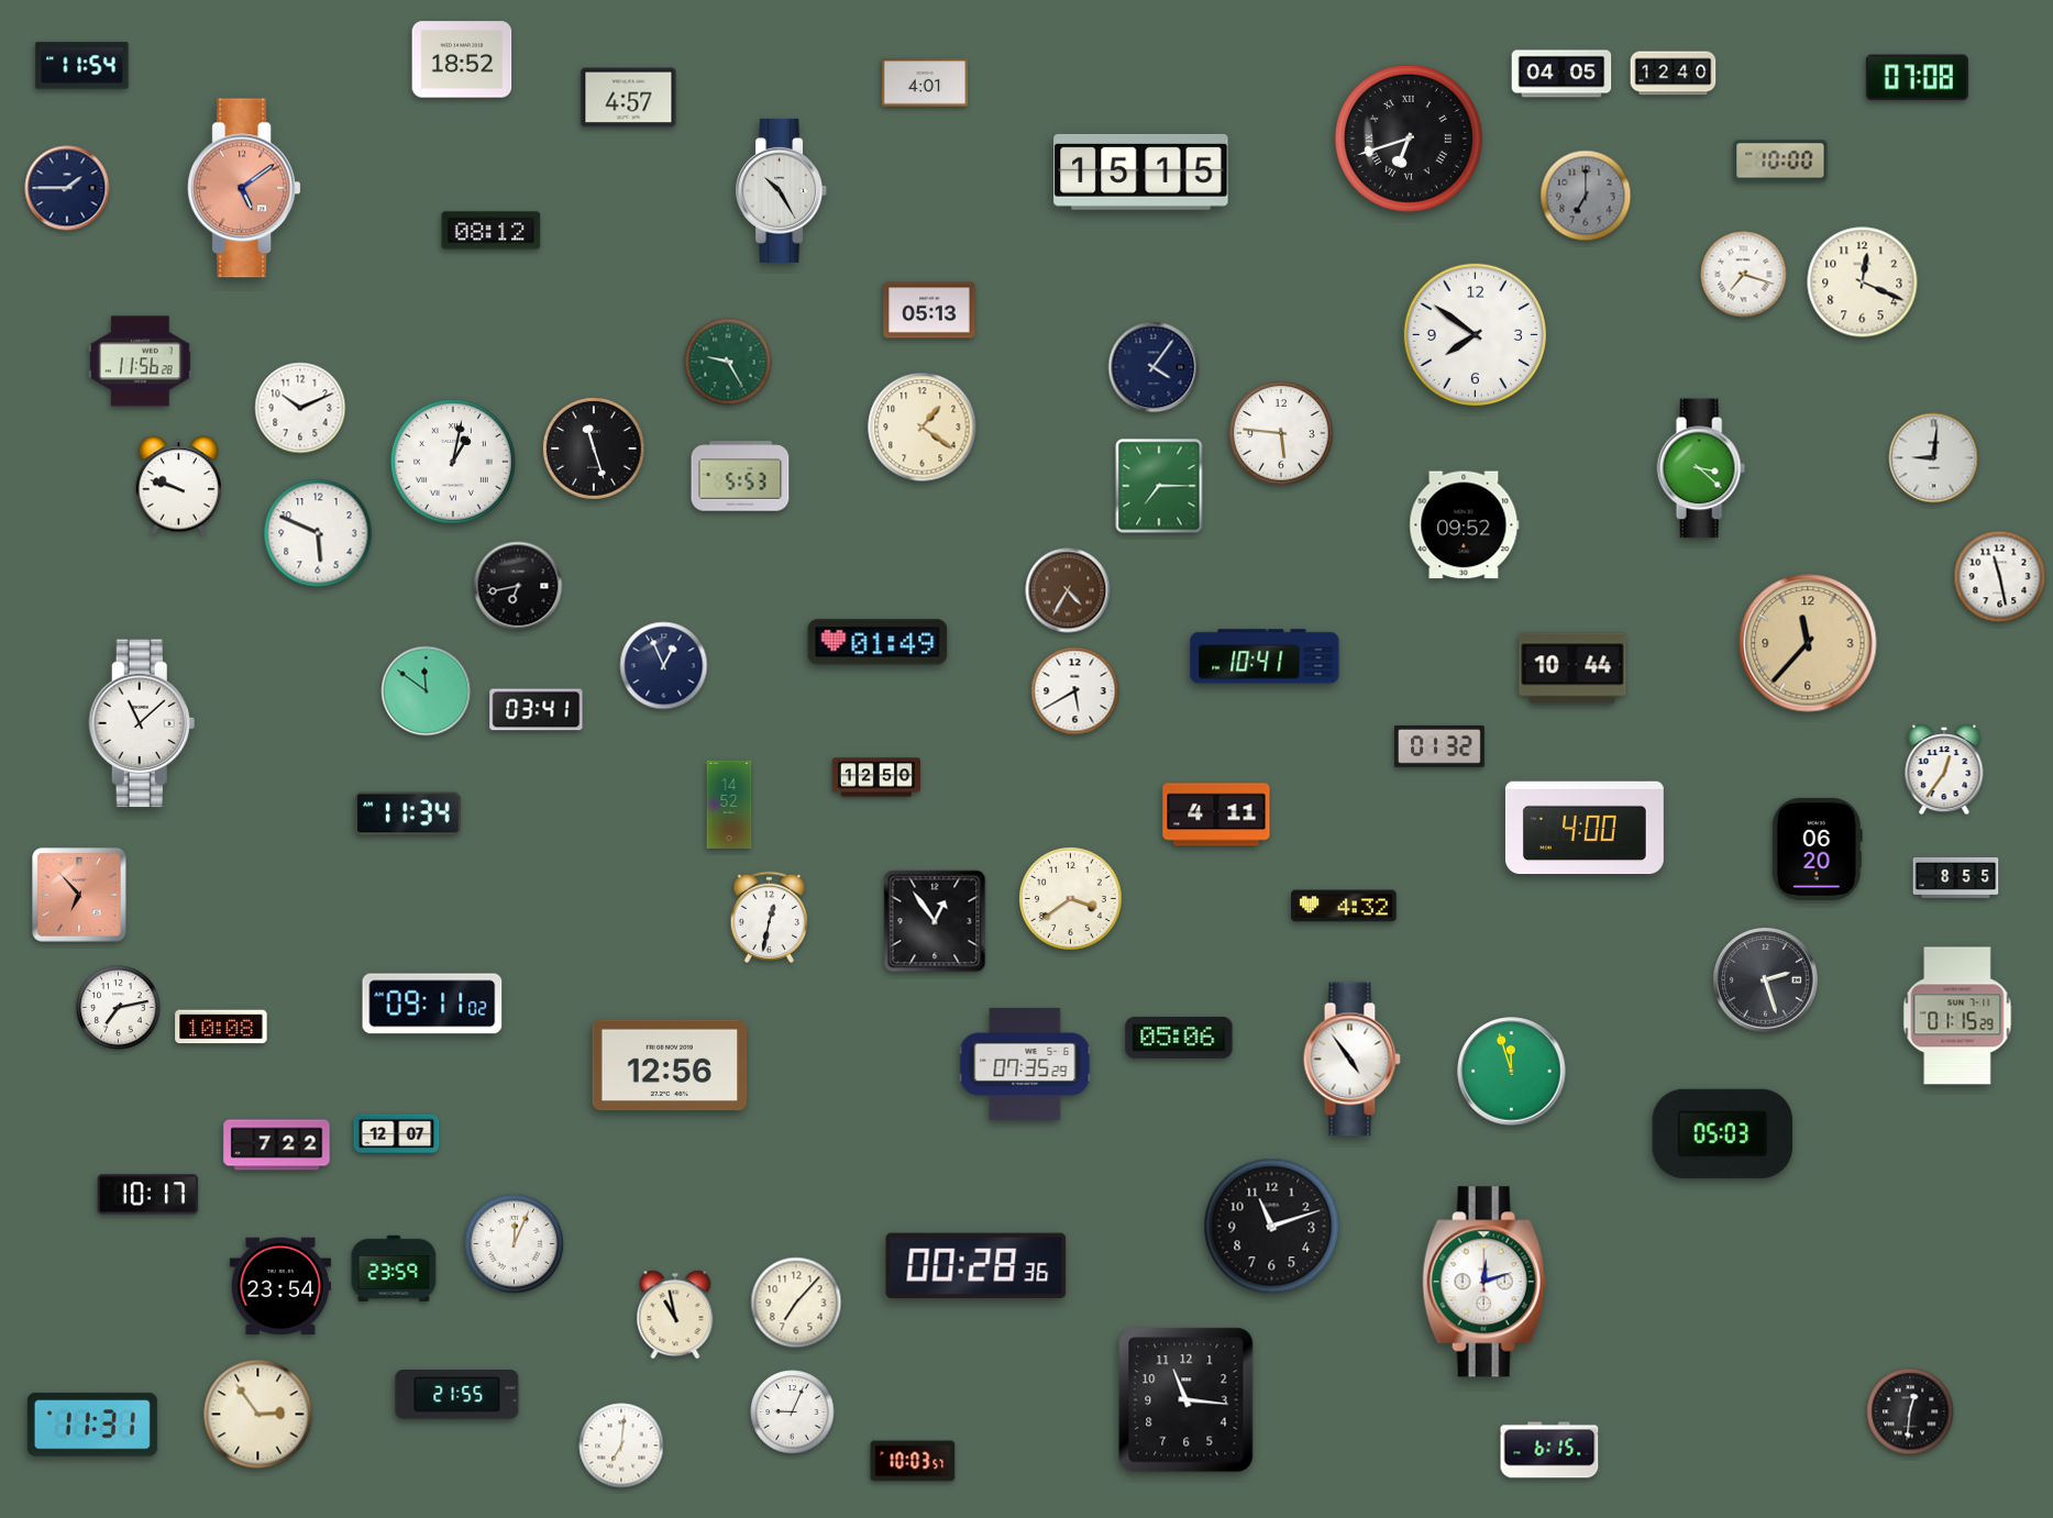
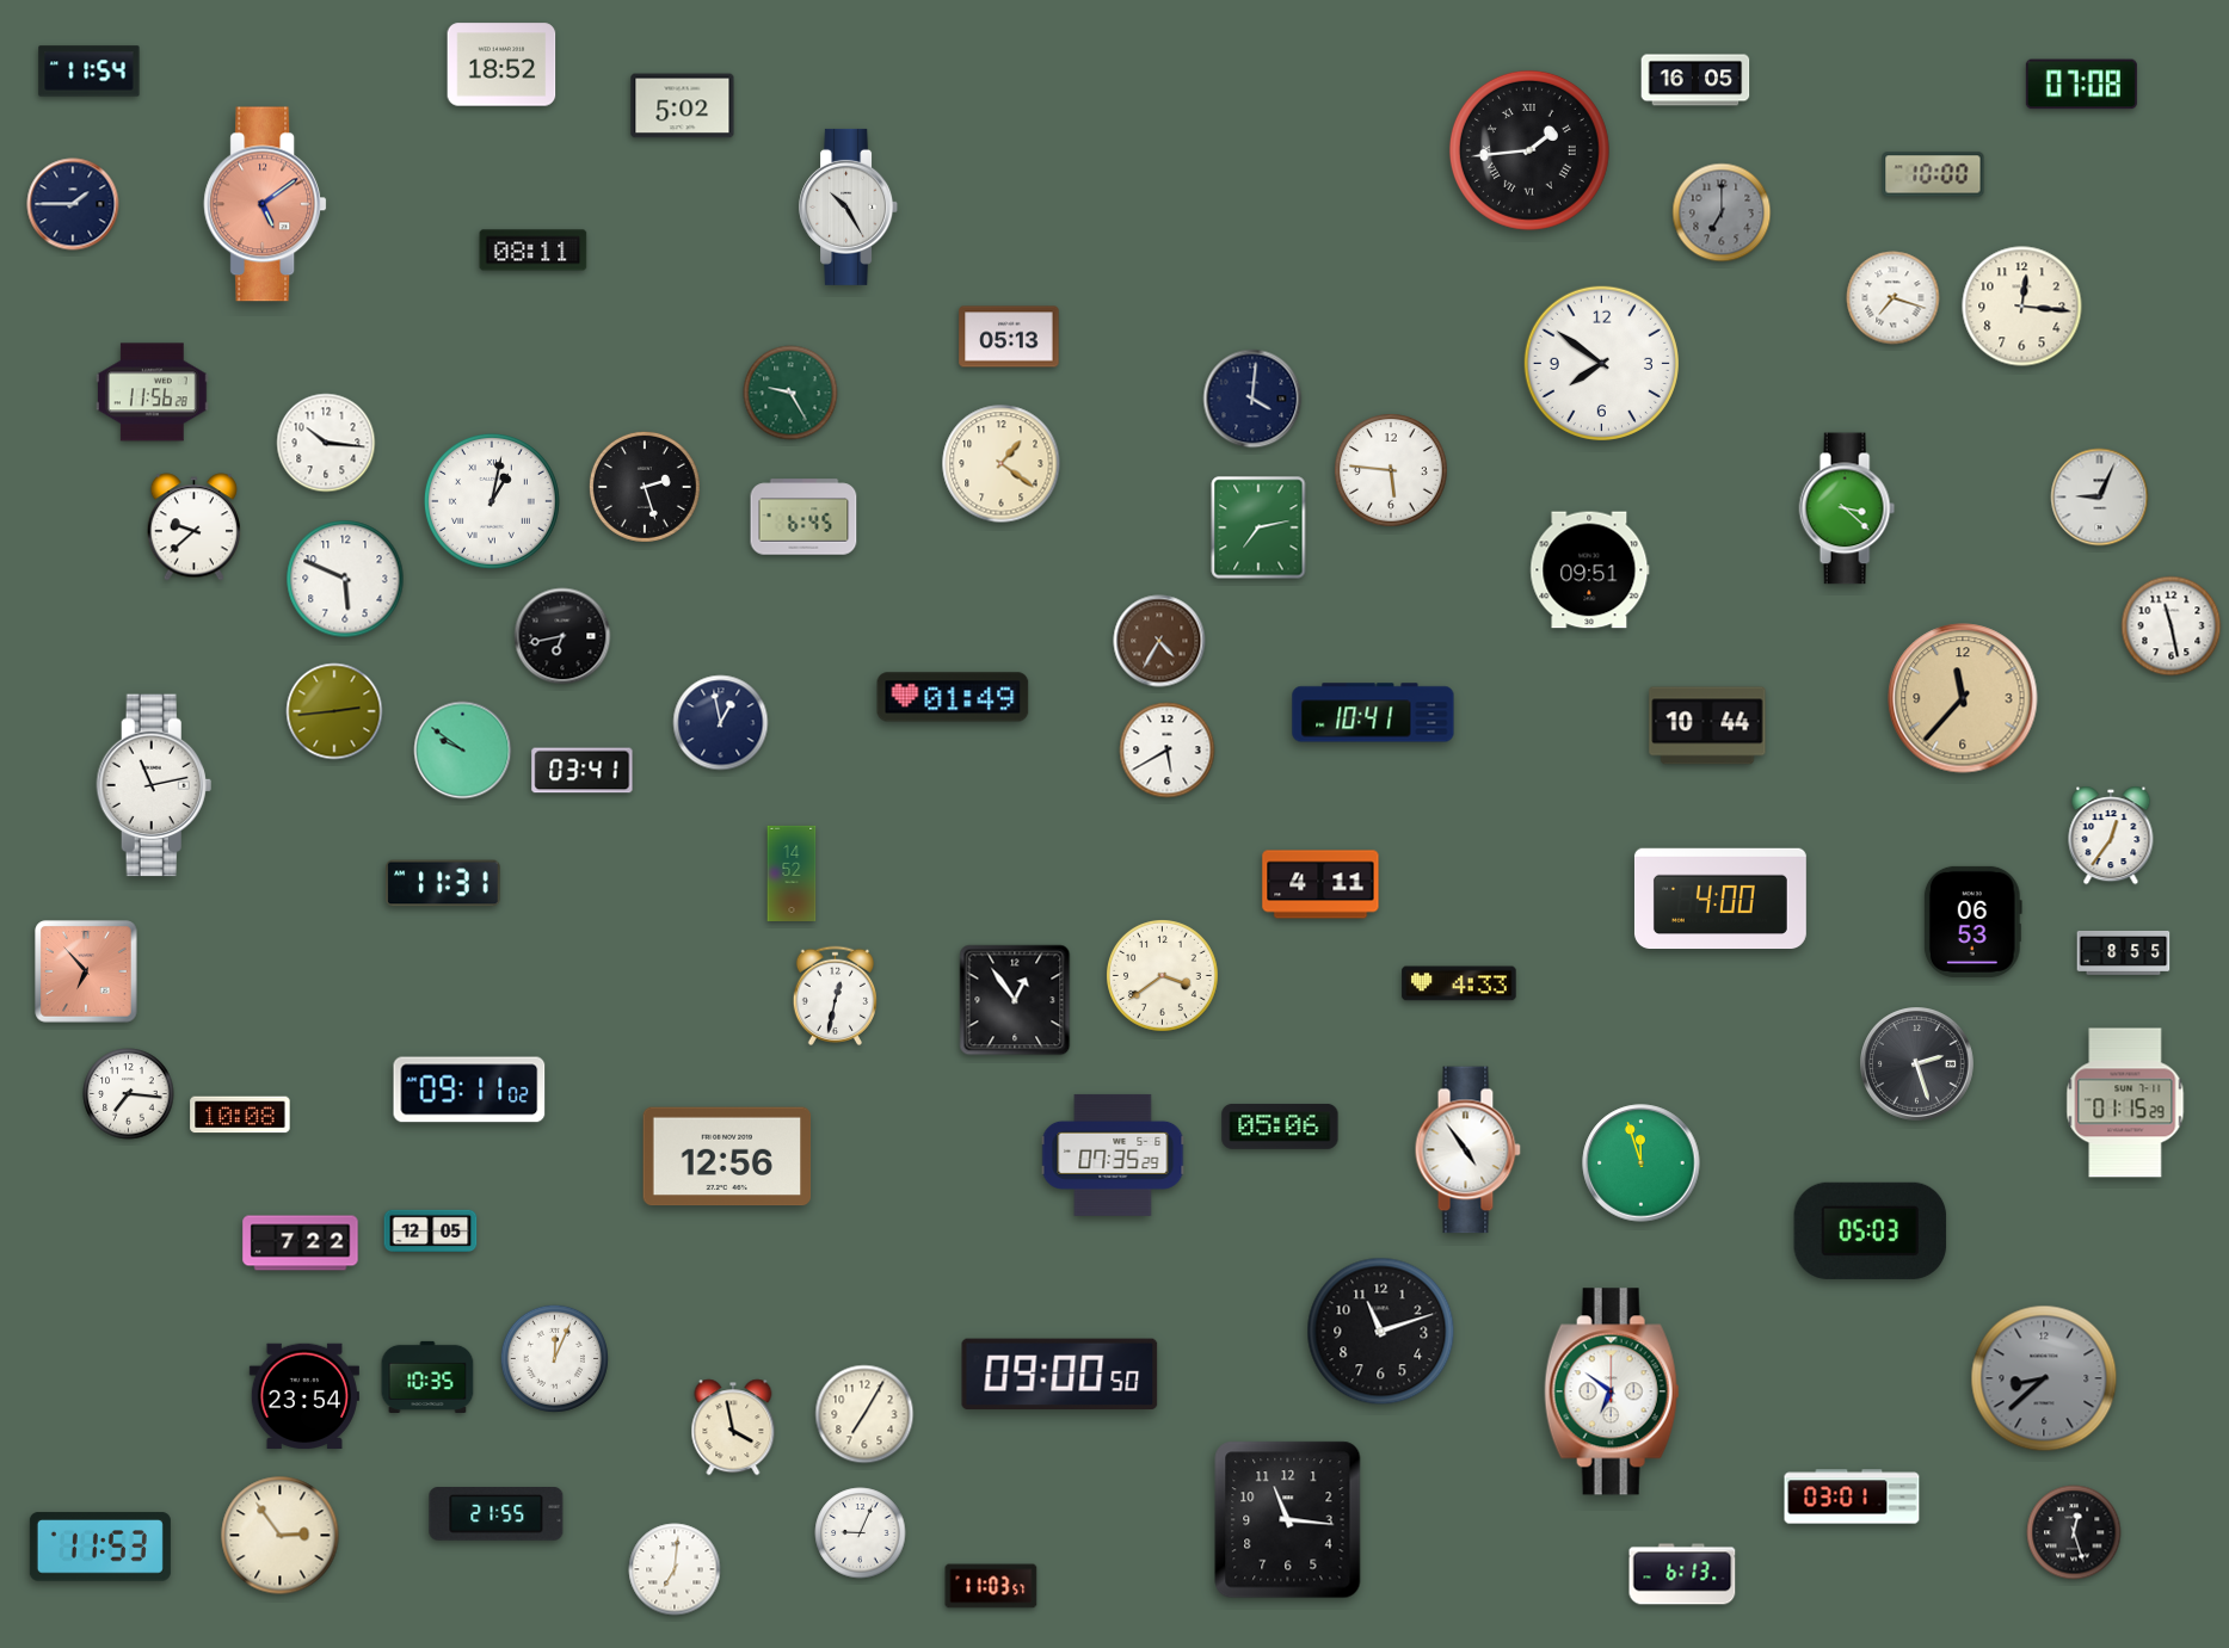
clock at (1561, 74): 04:05 -> 16:05
clock at (1674, 74): 12:40 -> none
clock at (925, 82): 4:01 -> none
clock at (629, 98): 4:57 -> 5:02
clock at (1409, 138): 6:42 -> 1:44
clock at (1141, 171): 15:15 -> none
clock at (492, 231): 08:12 -> 08:11
clock at (1863, 282): 12:19 -> 12:16
clock at (1154, 367): 4:06 -> 4:01
clock at (300, 408): 10:11 -> 10:16
clock at (594, 448): 11:27 -> 2:27
clock at (1934, 458): 9:01 -> 9:04
clock at (740, 476): 5:53 -> 6:45
clock at (178, 486): 9:48 -> 9:38
clock at (1159, 486): 7:15 -> 7:13
clock at (1465, 525): 09:52 -> 09:51
clock at (334, 711): none -> 2:44
clock at (664, 666): 12:56 -> 12:58
clock at (427, 691): 11:51 -> 9:51
clock at (142, 723): 11:08 -> 11:13
clock at (1441, 746): 01:32 -> none
clock at (876, 777): 12:50 -> none
clock at (408, 813): 11:34 -> 11:31
clock at (1817, 849): 06:20 -> 06:53
clock at (1344, 906): 4:32 -> 4:33
clock at (119, 1008): 7:13 -> 7:16
clock at (397, 1134): 12:07 -> 12:05
clock at (148, 1195): 10:17 -> none
clock at (514, 1243) position: (514, 1243) -> (554, 1358)
clock at (976, 1266): 00:28 -> 09:00
clock at (394, 1268): 23:59 -> 10:35
clock at (2044, 1378): none -> 8:38
clock at (1484, 1282): 12:12 -> 6:51
clock at (796, 1303): 7:07 -> 7:05
clock at (675, 1315): 10:58 -> 3:58
clock at (1852, 1496): none -> 03:01
clock at (1910, 1411): 12:31 -> 12:27
clock at (92, 1425): 11:31 -> 11:53
clock at (1549, 1450): 6:15 -> 6:13
clock at (913, 1461): 10:03 -> 11:03
